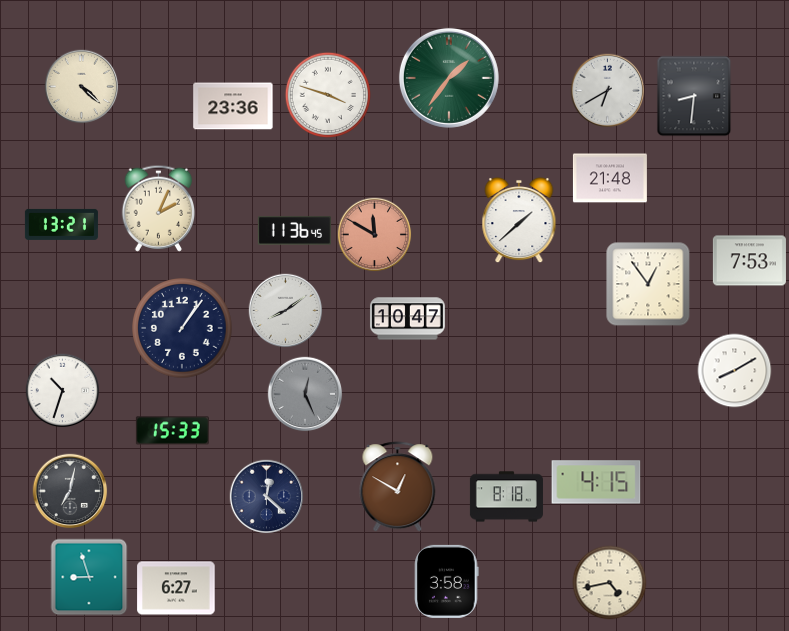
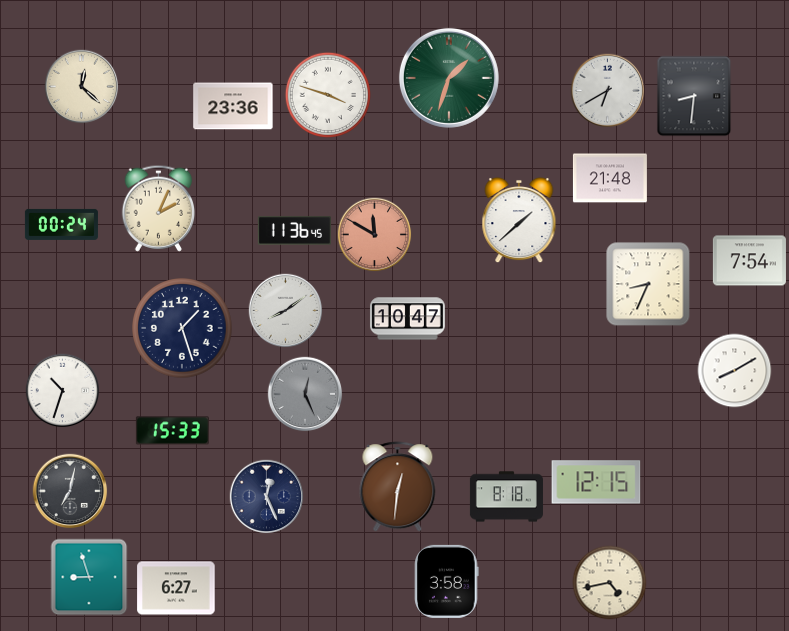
clock at (449, 78): 1:36 -> 1:33
clock at (82, 87): 4:22 -> 12:22
clock at (61, 224): 13:21 -> 00:24
clock at (749, 261): 7:53 -> 7:54
clock at (648, 284): 12:54 -> 8:34
clock at (182, 328): 1:06 -> 1:27
clock at (596, 482): 4:15 -> 12:15
clock at (398, 487): 12:50 -> 12:31
clock at (267, 497): 12:22 -> 12:26
